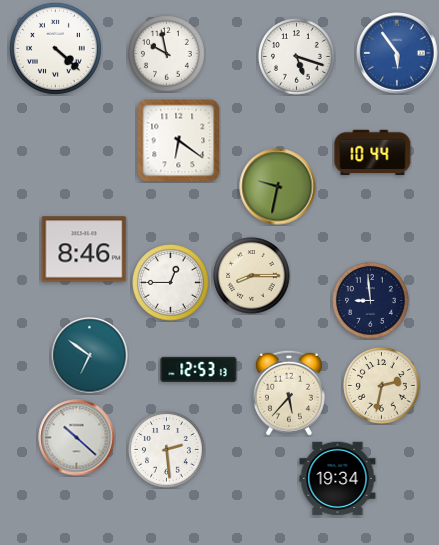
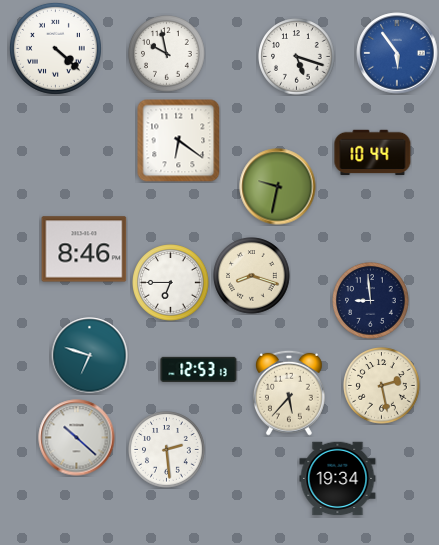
clock at (252, 276): 8:15 -> 8:18
clock at (171, 283): 12:45 -> 6:45
clock at (90, 356): 6:51 -> 6:48
clock at (382, 386): 2:32 -> 2:28
